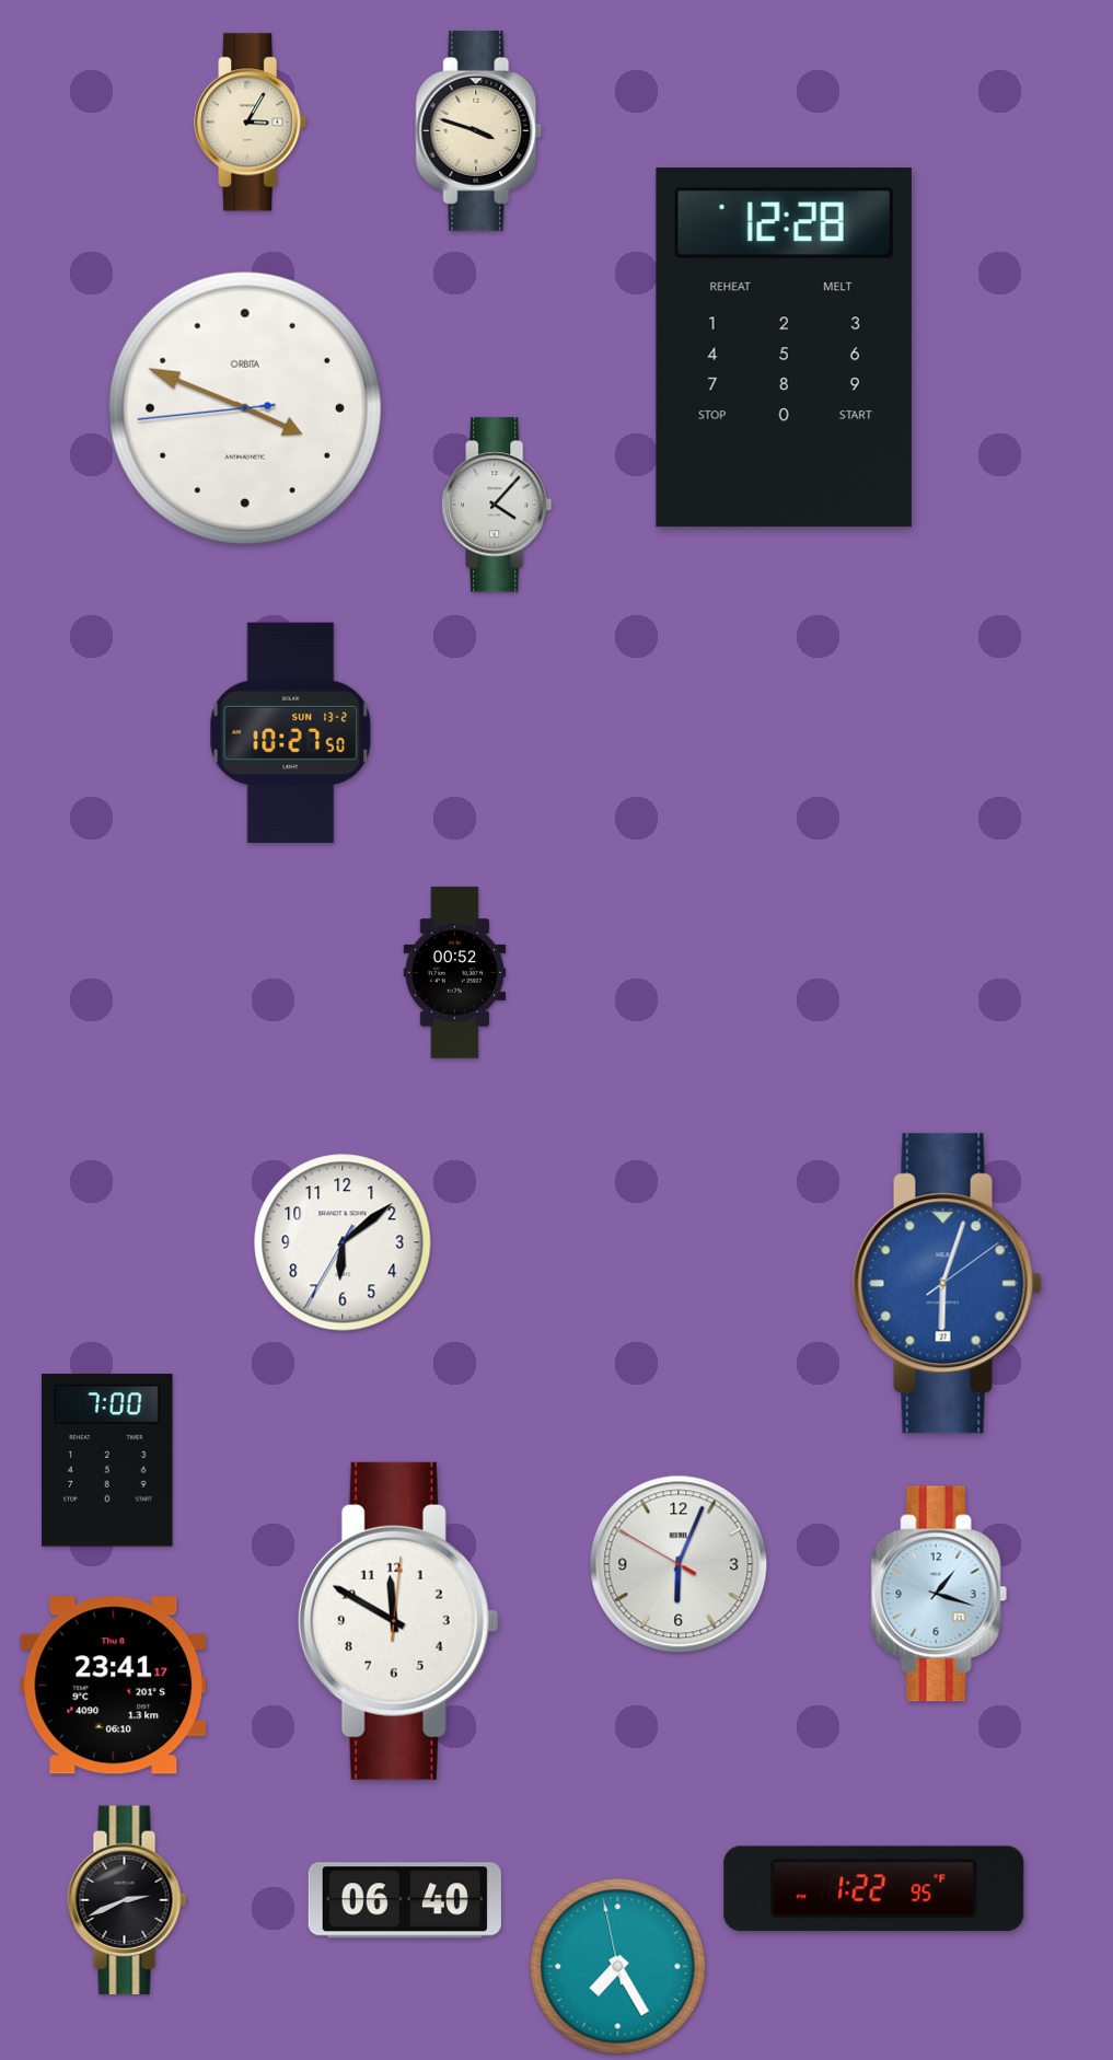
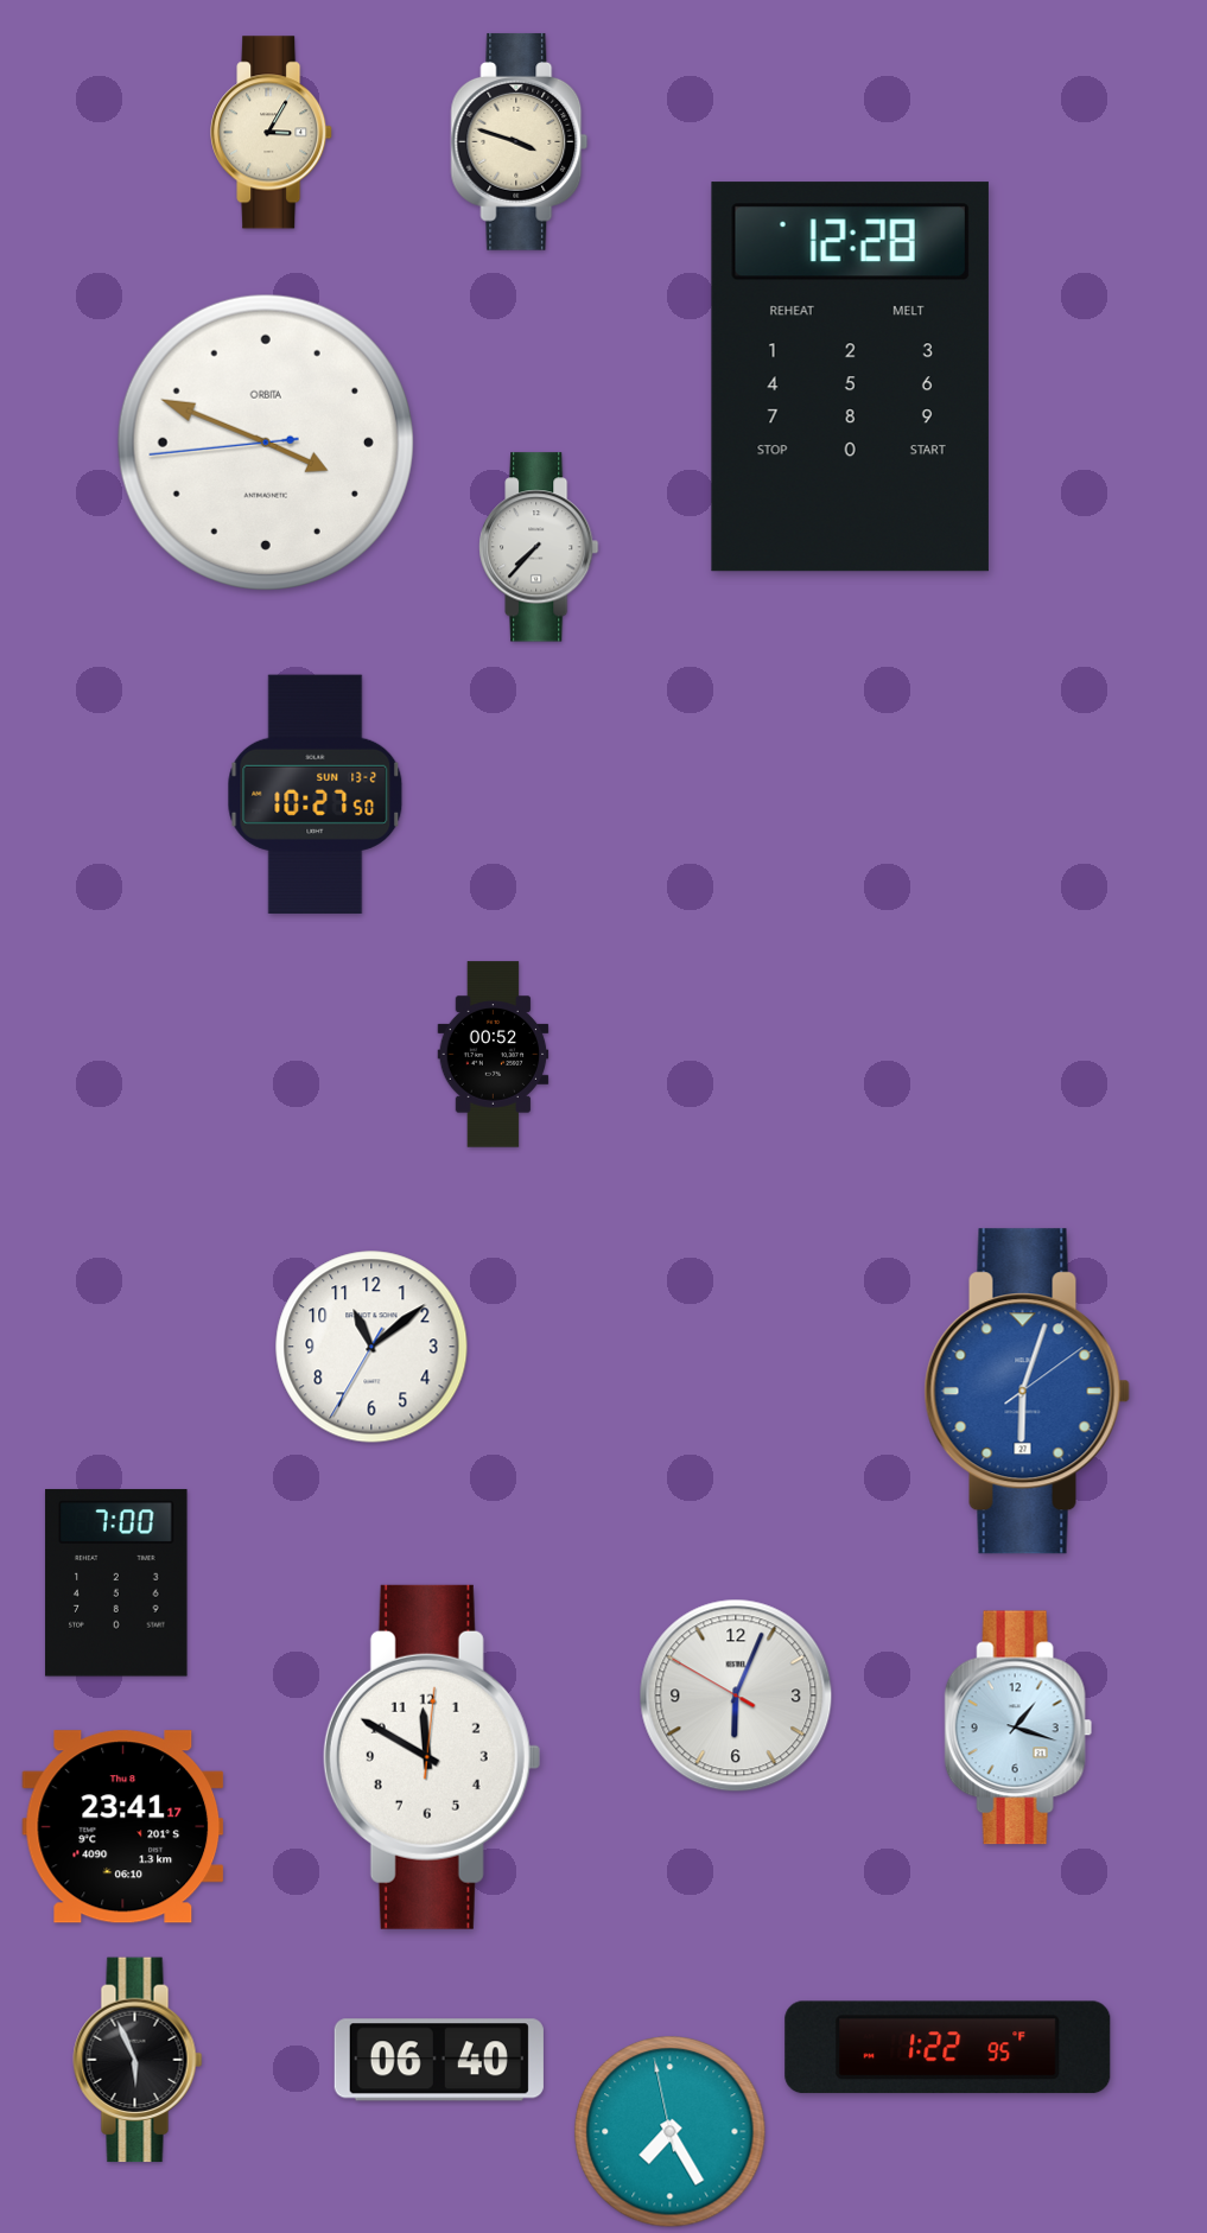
clock at (497, 505): 4:07 -> 7:37
clock at (343, 1242): 6:08 -> 11:08
clock at (127, 1900): 2:41 -> 5:56
